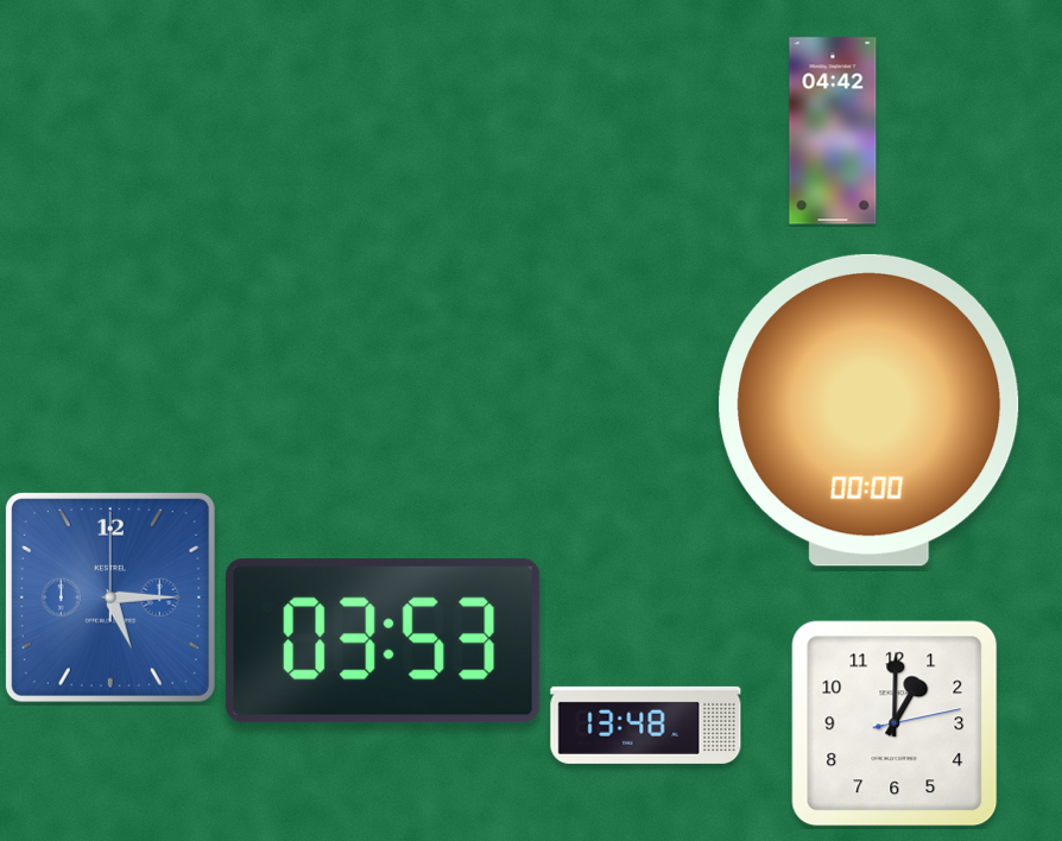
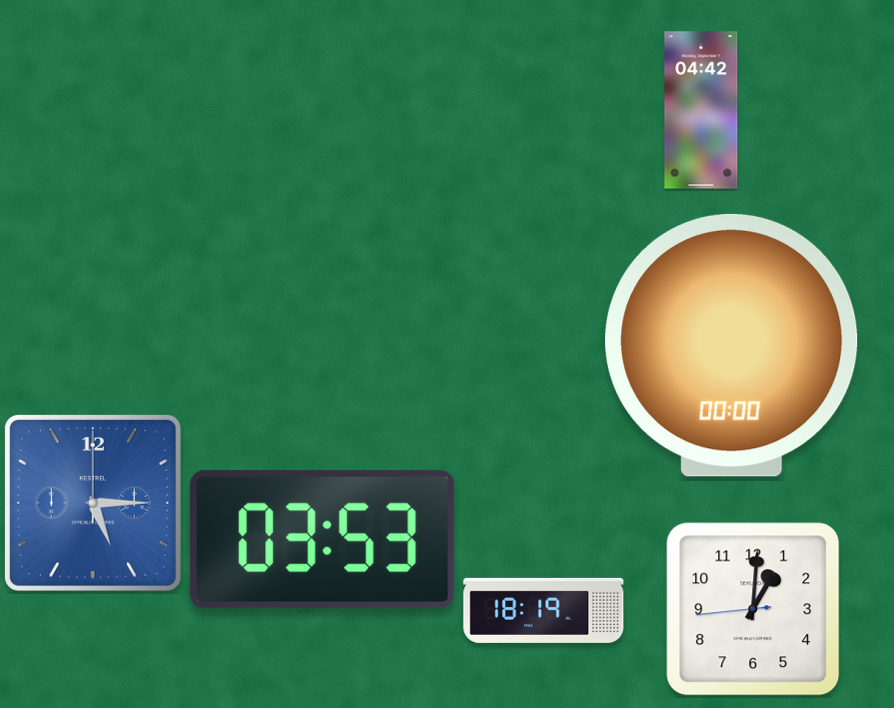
clock at (895, 723): 1:00:13 -> 1:00:44
clock at (646, 725): 13:48 -> 18:19
